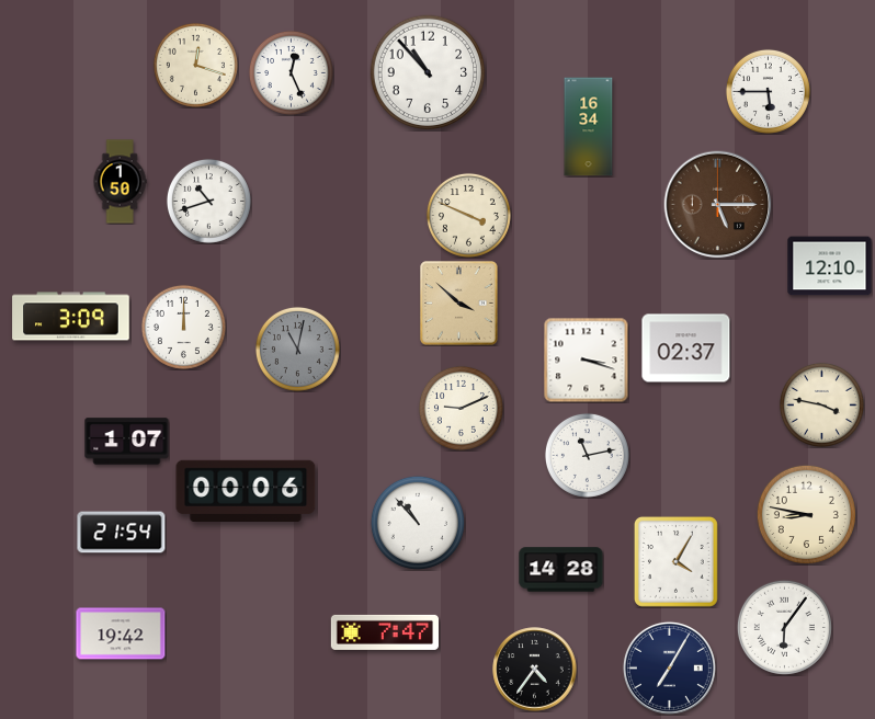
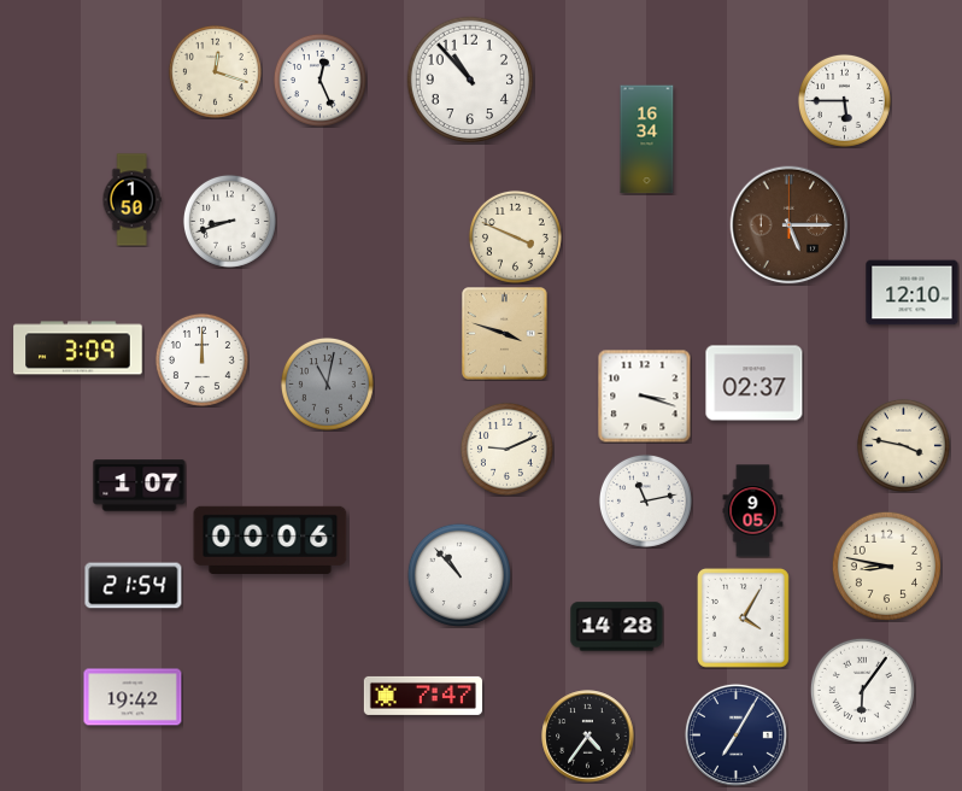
clock at (208, 201): 10:42 -> 8:42
clock at (459, 304): 3:52 -> 3:48
clock at (753, 511): none -> 9:05
